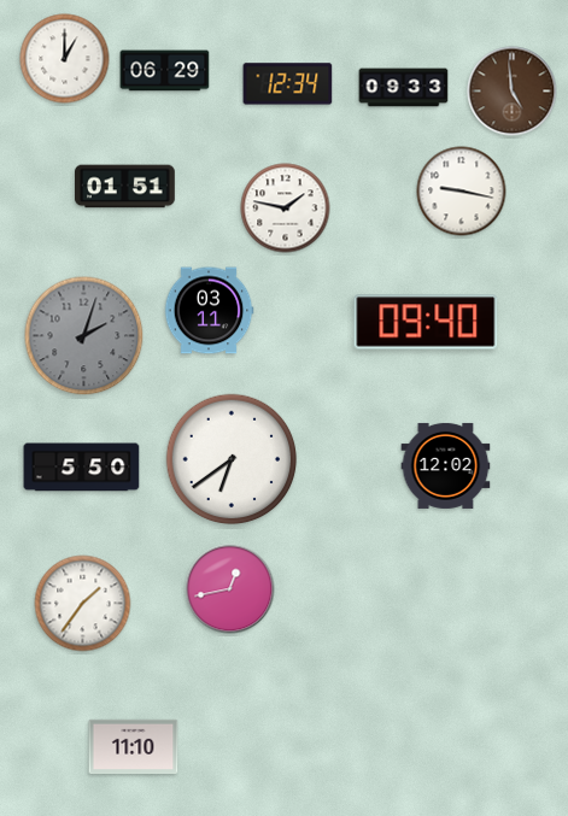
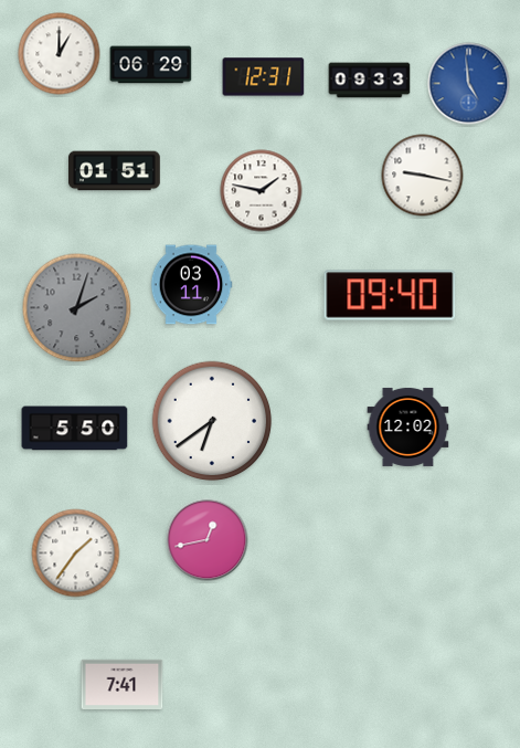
clock at (288, 84): 12:34 -> 12:31
clock at (513, 92) dial: brown -> blue
clock at (230, 589) position: (230, 589) -> (208, 540)
clock at (134, 746): 11:10 -> 7:41
